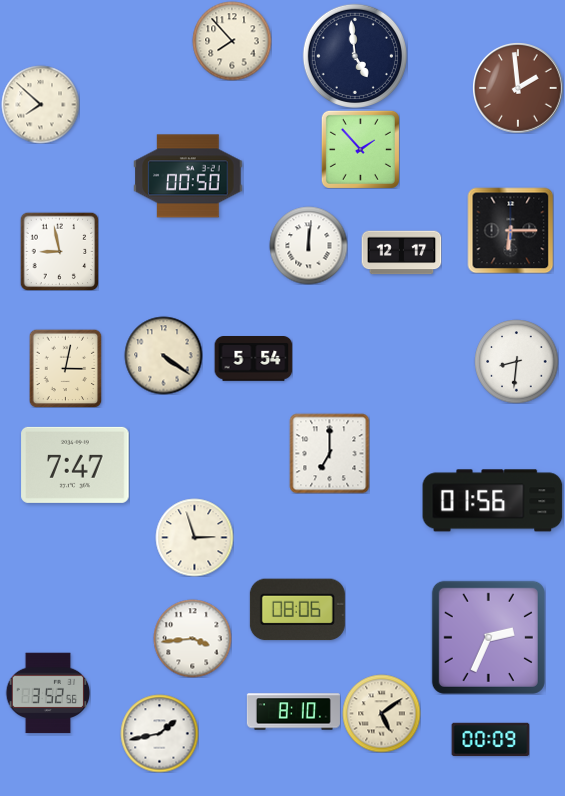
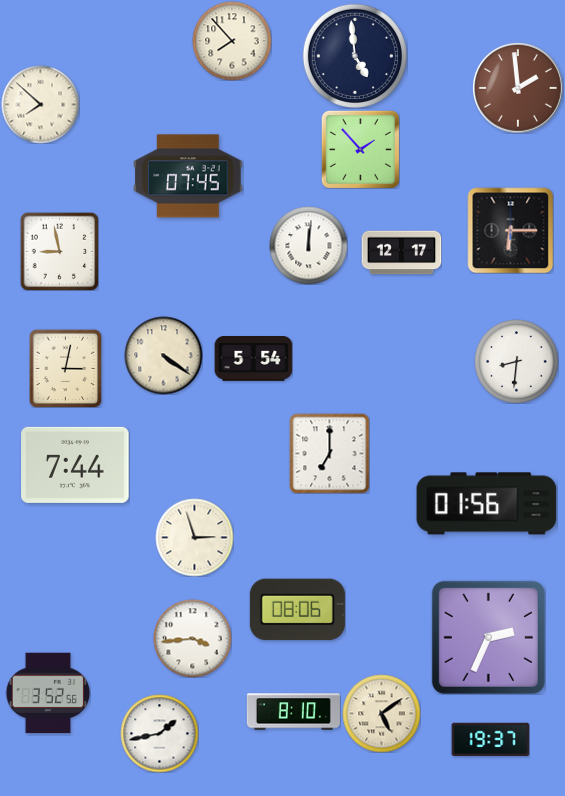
clock at (188, 176): 00:50 -> 07:45
clock at (75, 465): 7:47 -> 7:44
clock at (493, 501) position: (493, 501) -> (487, 504)
clock at (490, 740): 00:09 -> 19:37
